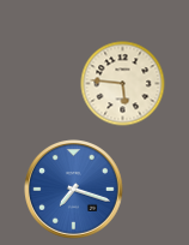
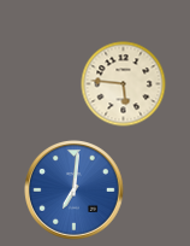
clock at (74, 190): 7:18 -> 7:01
